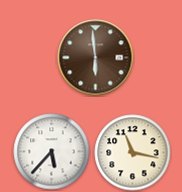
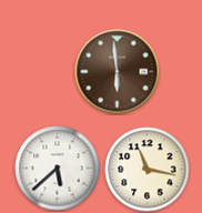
clock at (96, 58) position: (96, 58) -> (118, 72)
clock at (52, 152): 5:37 -> 5:38
